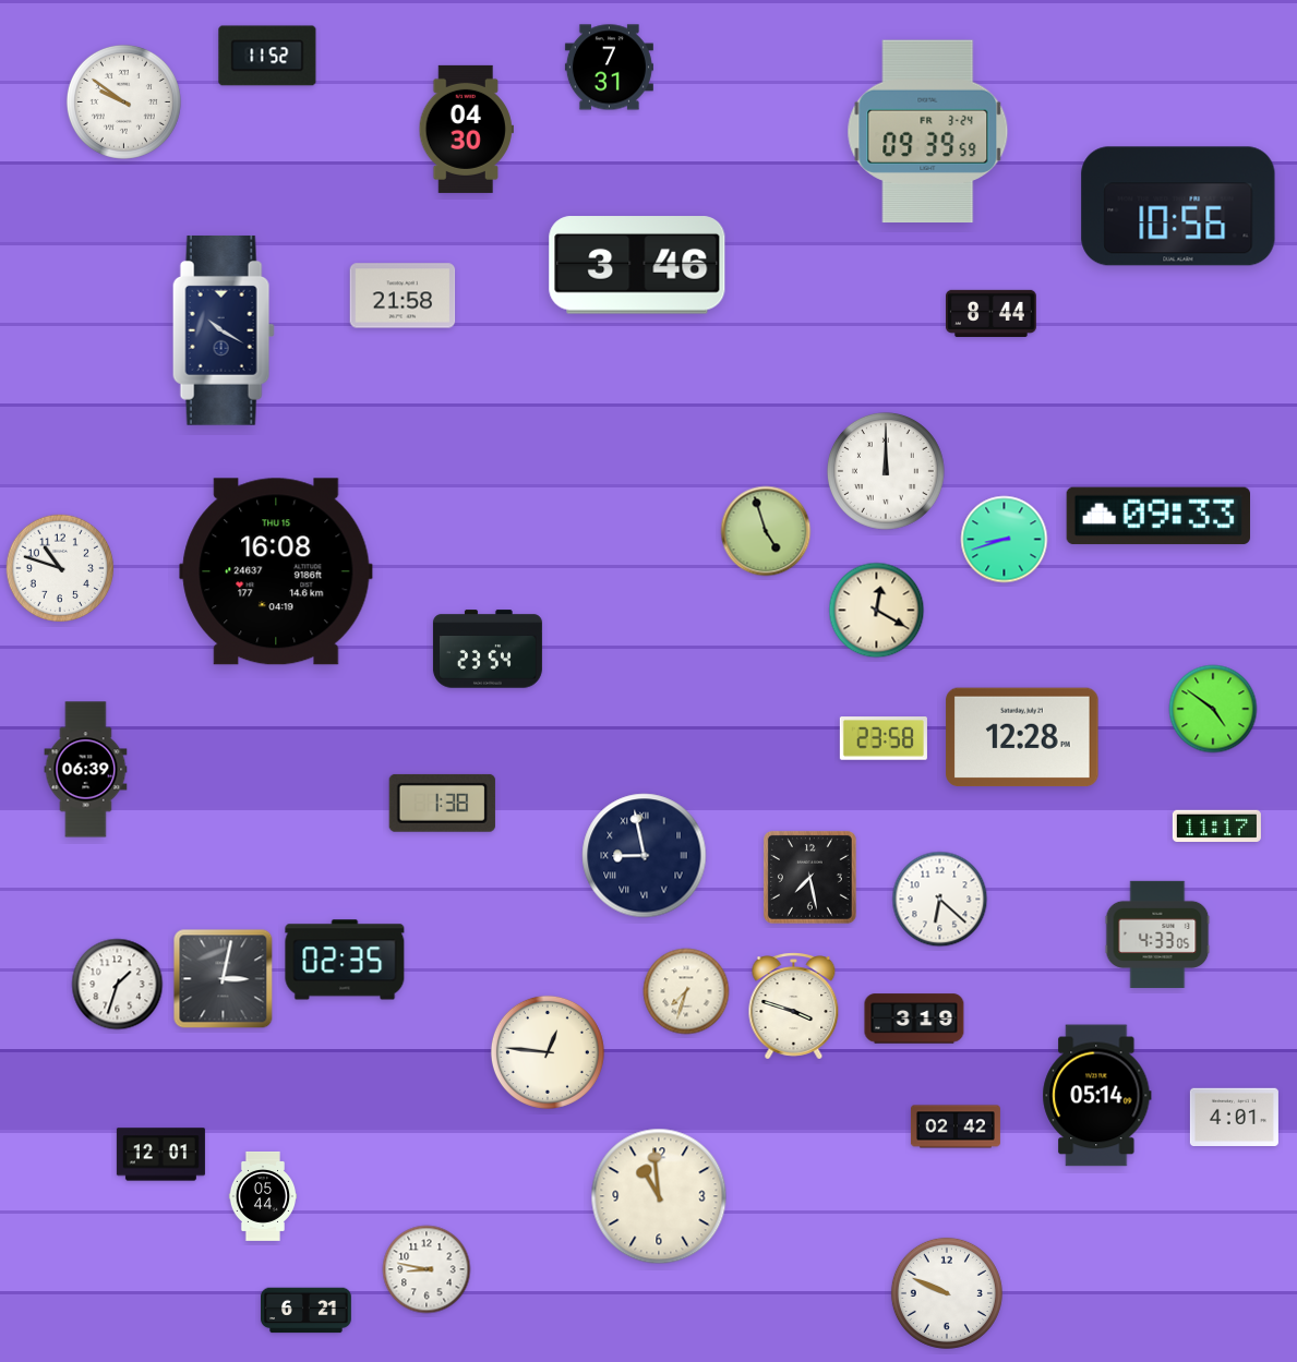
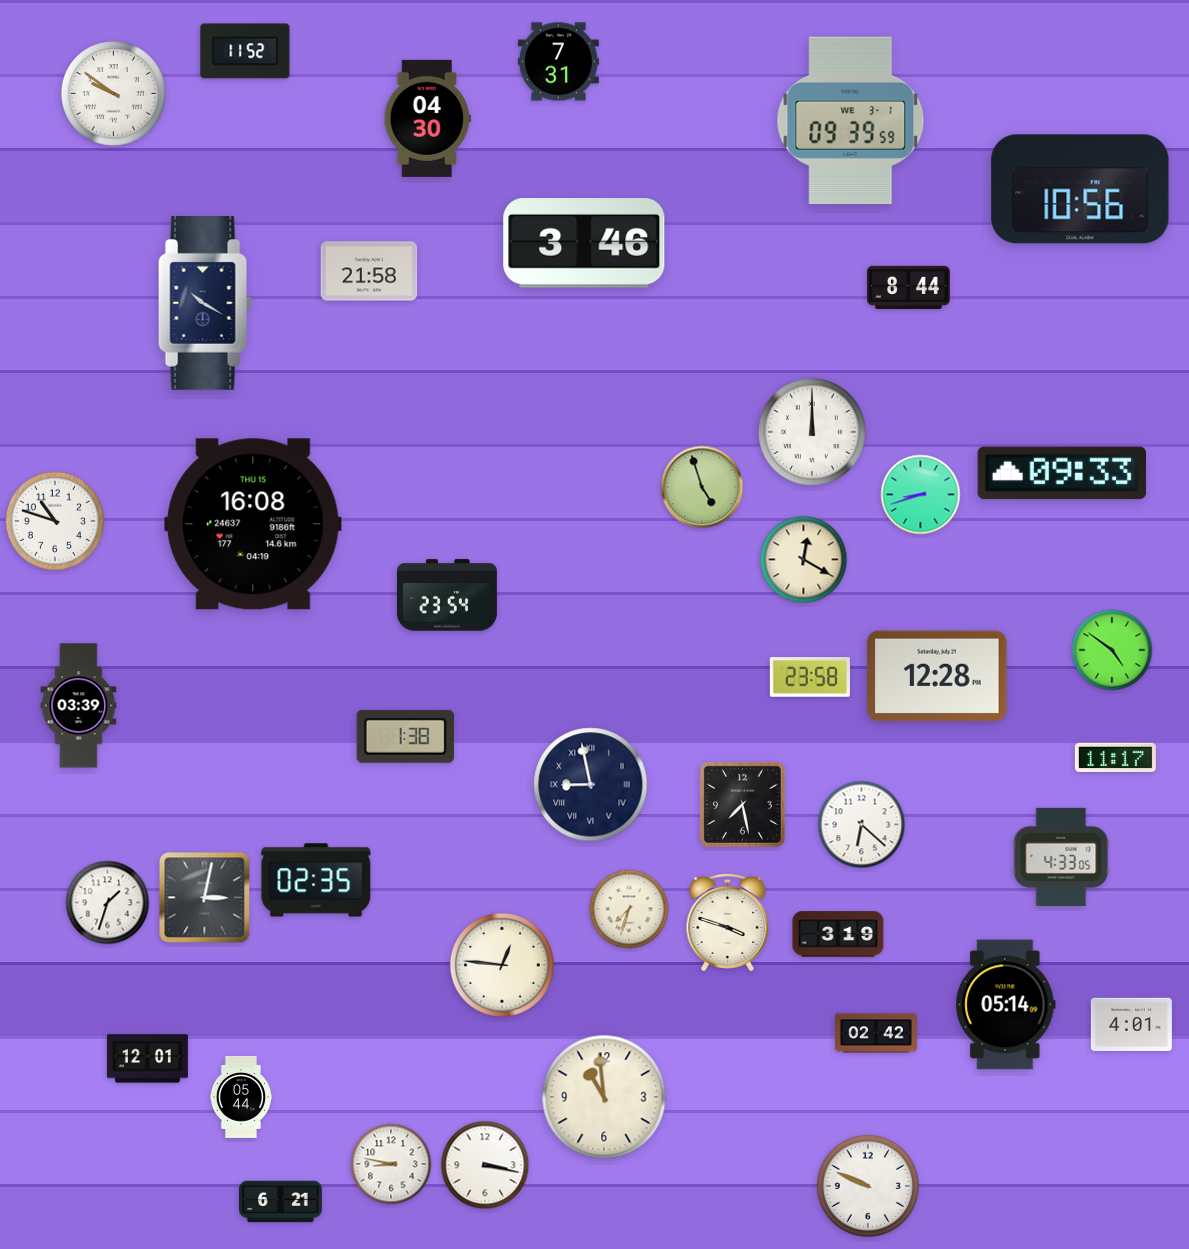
clock at (928, 132) date: FR 3-24 -> WE 3-1
clock at (86, 770): 06:39 -> 03:39
clock at (485, 1165): none -> 3:17
